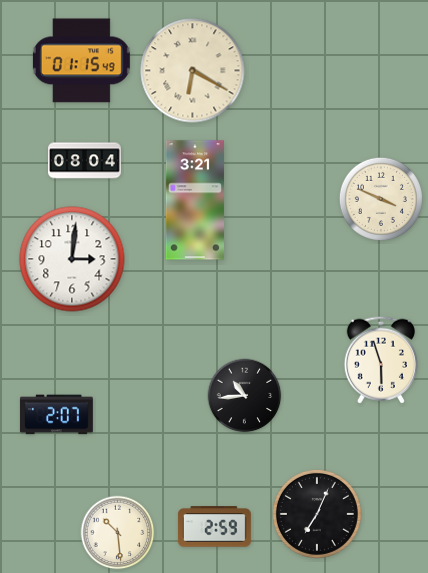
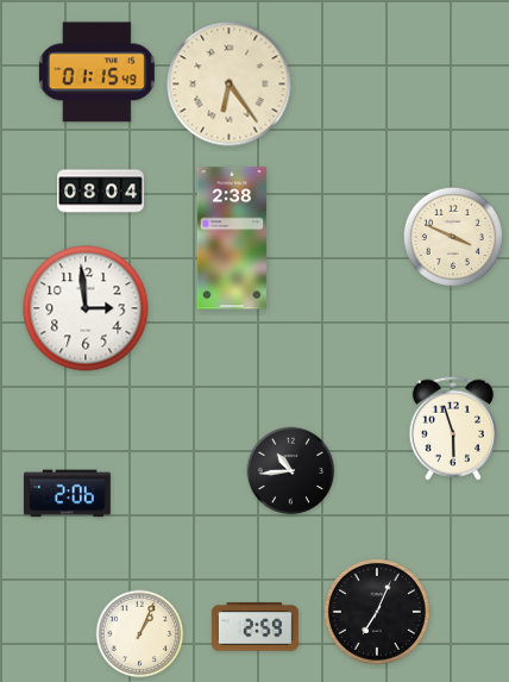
clock at (193, 71): 6:20 -> 6:24
clock at (195, 200): 3:21 -> 2:38
clock at (72, 259): 3:01 -> 2:59
clock at (56, 415): 2:07 -> 2:06
clock at (118, 533): 10:29 -> 1:04
